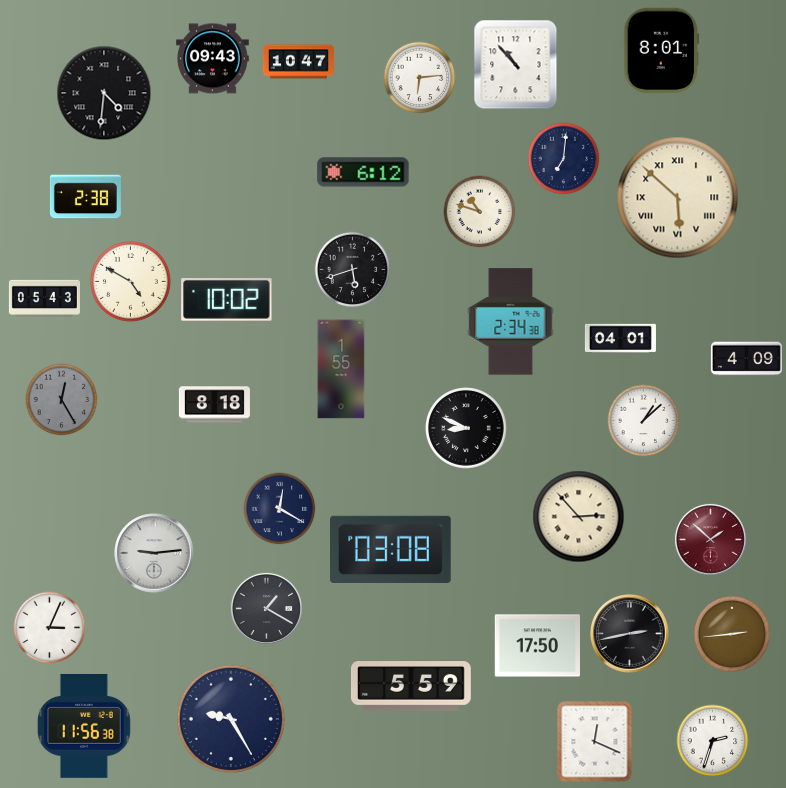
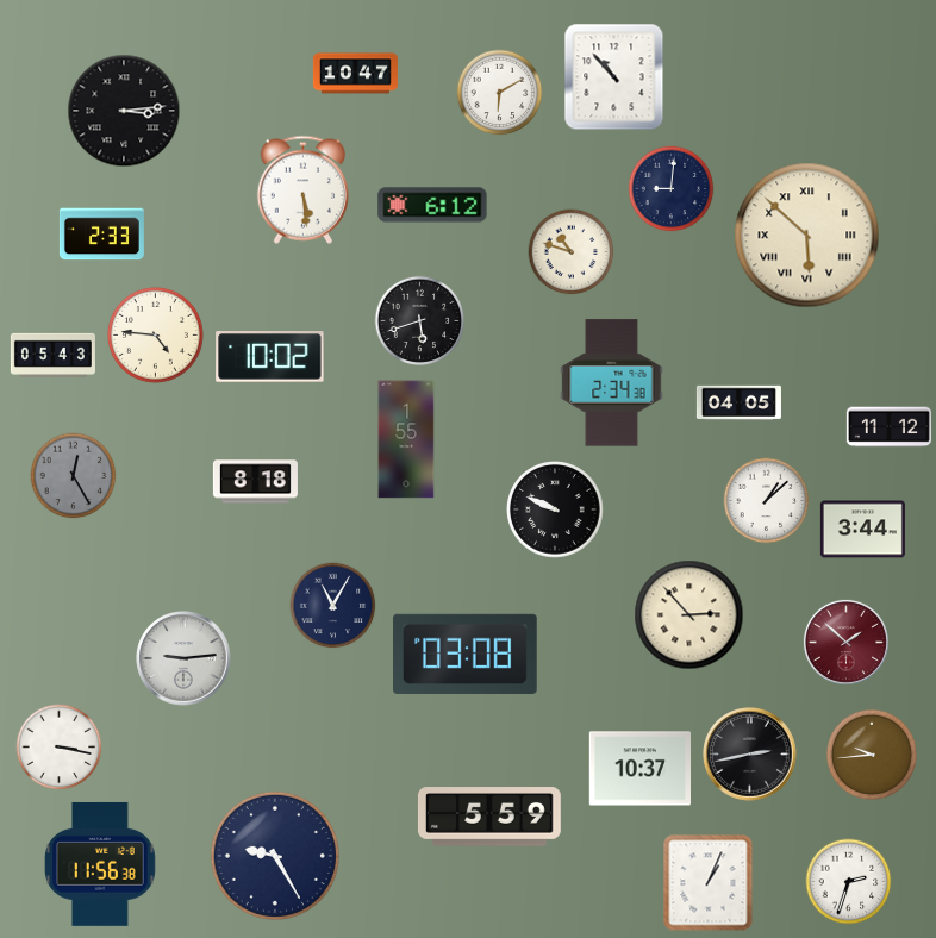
clock at (662, 50): 8:01 -> none
clock at (213, 59): 09:43 -> none
clock at (420, 78): 6:14 -> 6:10
clock at (104, 93): 4:31 -> 3:14
clock at (302, 189): none -> 5:29
clock at (564, 159): 7:01 -> 9:01
clock at (85, 197): 2:38 -> 2:33
clock at (131, 282): 4:50 -> 4:46
clock at (511, 322) position: (511, 322) -> (612, 383)
clock at (620, 338): 04:01 -> 04:05
clock at (746, 359): 4:09 -> 11:12
clock at (467, 429): 8:49 -> 9:49
clock at (862, 530): none -> 3:44
clock at (280, 509): 12:20 -> 11:05
clock at (266, 608): 1:20 -> none
clock at (50, 628): 3:04 -> 3:17
clock at (731, 633): 2:44 -> 9:44
clock at (537, 646): 17:50 -> 10:37
clock at (595, 742): 12:19 -> 1:04
